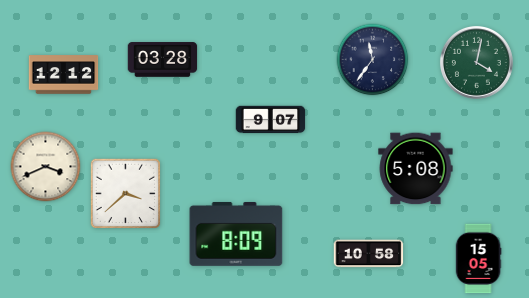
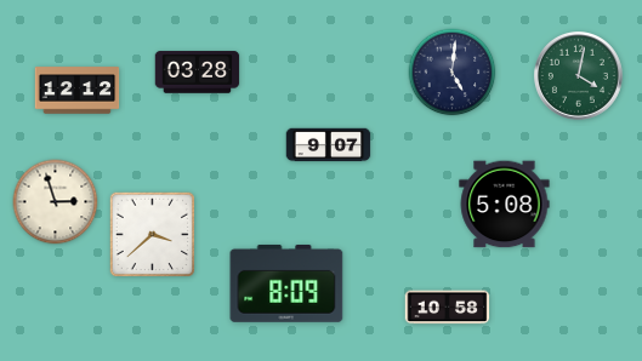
clock at (373, 60): 11:36 -> 5:01
clock at (46, 167): 3:41 -> 2:57
clock at (478, 259): 15:05 -> none
